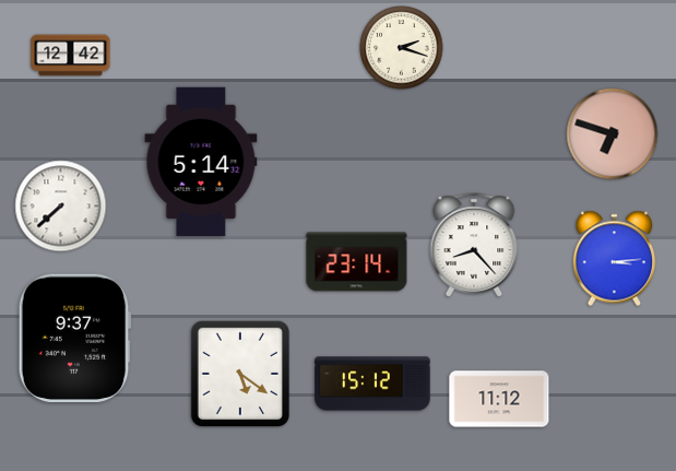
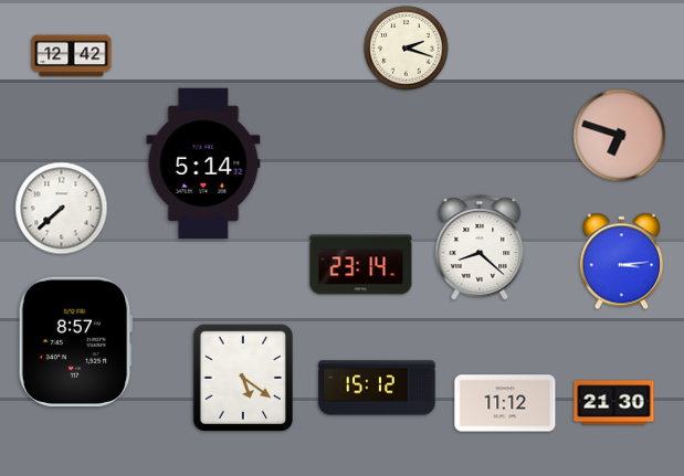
clock at (474, 245): 8:23 -> 8:22
clock at (74, 338): 9:37 -> 8:57
clock at (614, 403): none -> 21:30
